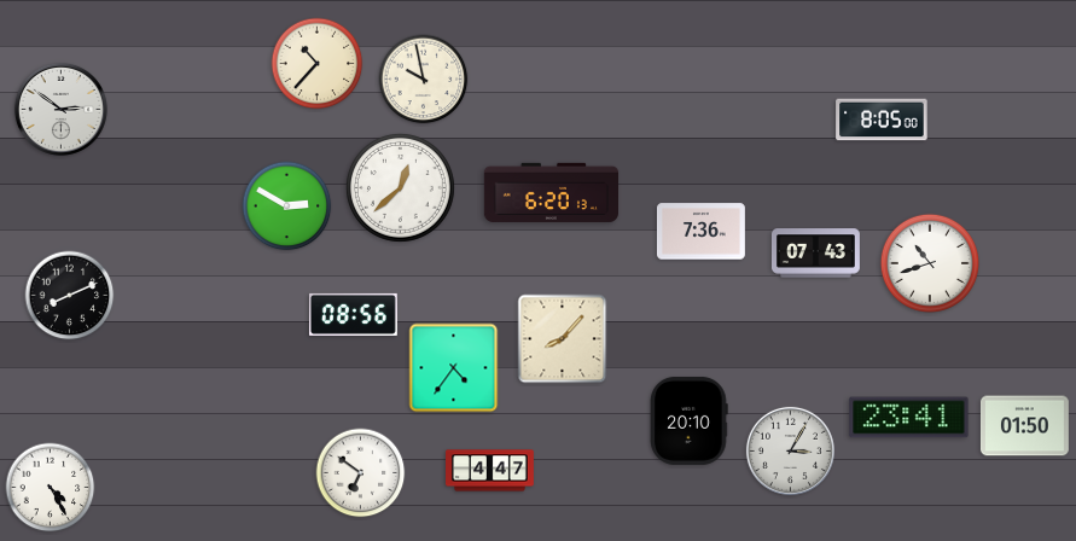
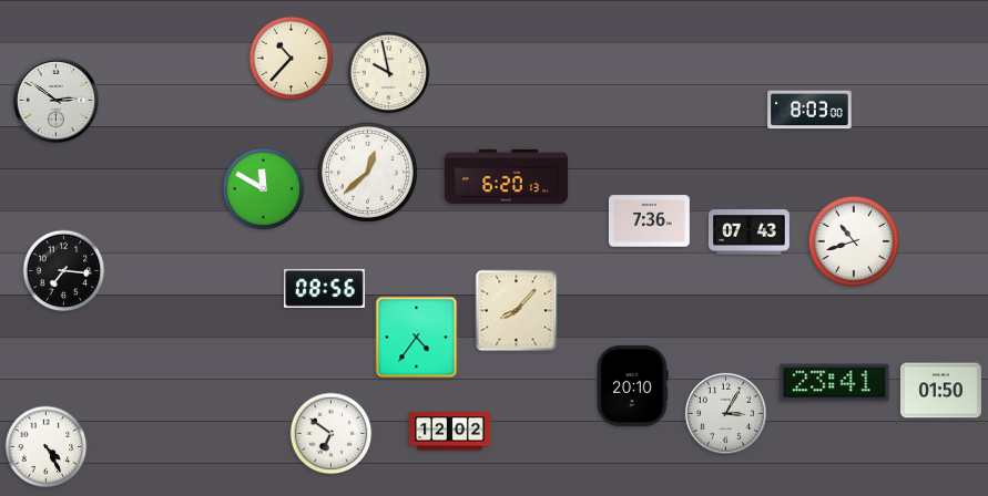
clock at (882, 120): 8:05 -> 8:03
clock at (287, 206): 2:50 -> 11:50
clock at (700, 232) position: (700, 232) -> (649, 221)
clock at (70, 296): 8:11 -> 7:16
clock at (490, 471): 4:47 -> 12:02
